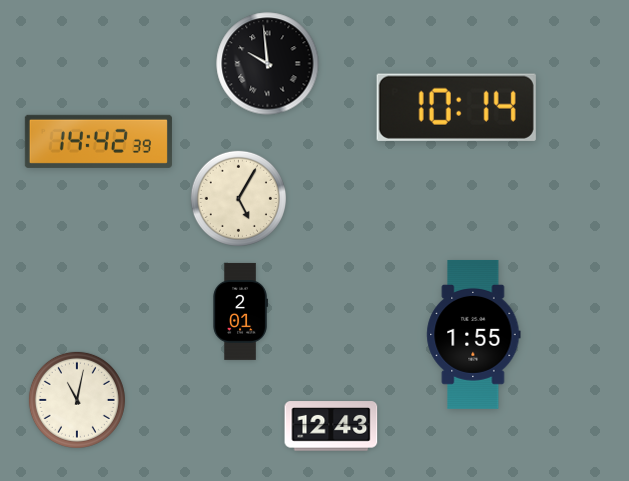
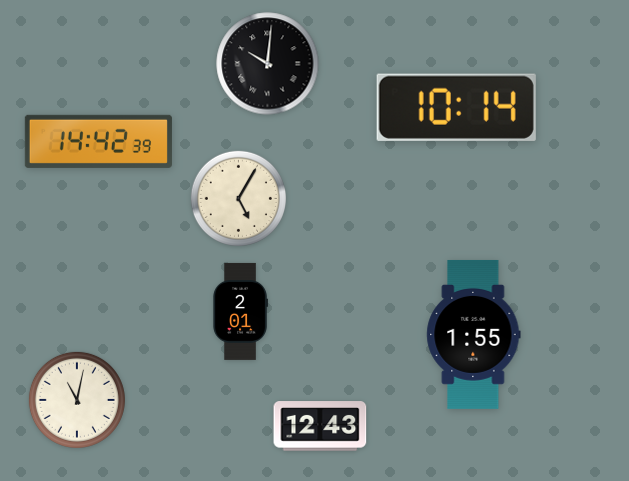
clock at (268, 64): 9:59 -> 10:01
clock at (331, 426) position: (331, 426) -> (320, 426)
